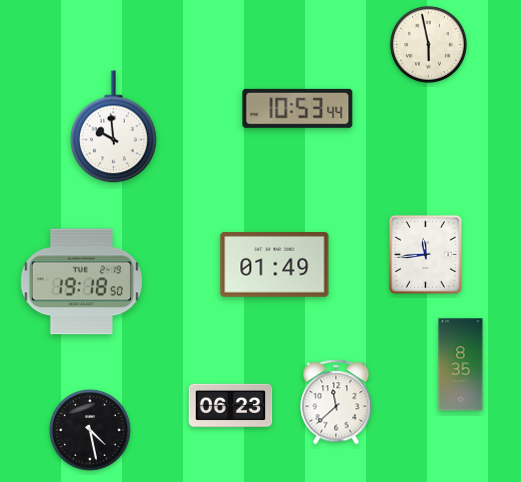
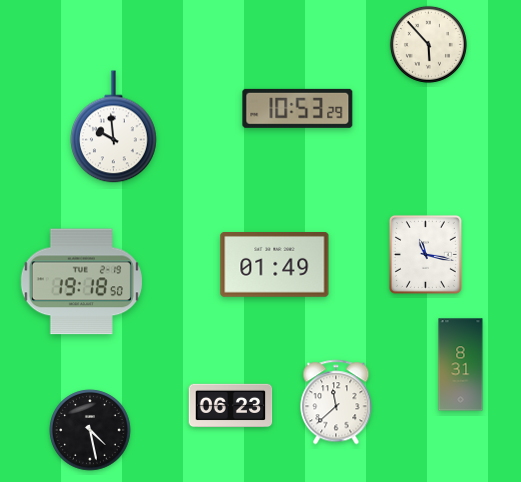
clock at (428, 44): 5:58 -> 5:53
clock at (298, 108): 10:53:44 -> 10:53:29
clock at (425, 254): 11:44 -> 11:17
clock at (461, 365): 8:35 -> 8:31
